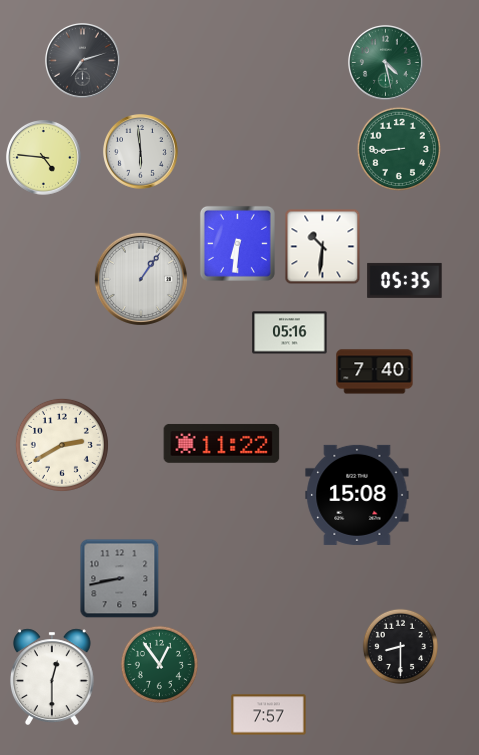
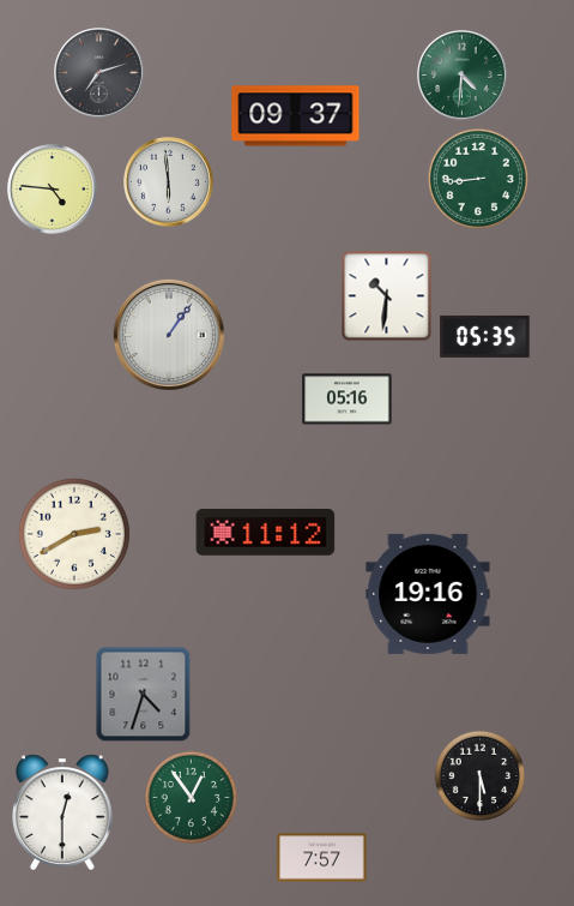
clock at (386, 63): 4:28 -> 4:31
clock at (296, 116): none -> 09:37
clock at (237, 243): 6:31 -> none
clock at (375, 372): 7:40 -> none
clock at (222, 443): 11:22 -> 11:12
clock at (357, 495): 15:08 -> 19:16
clock at (120, 579): 8:43 -> 4:33
clock at (400, 646): 8:30 -> 5:30
